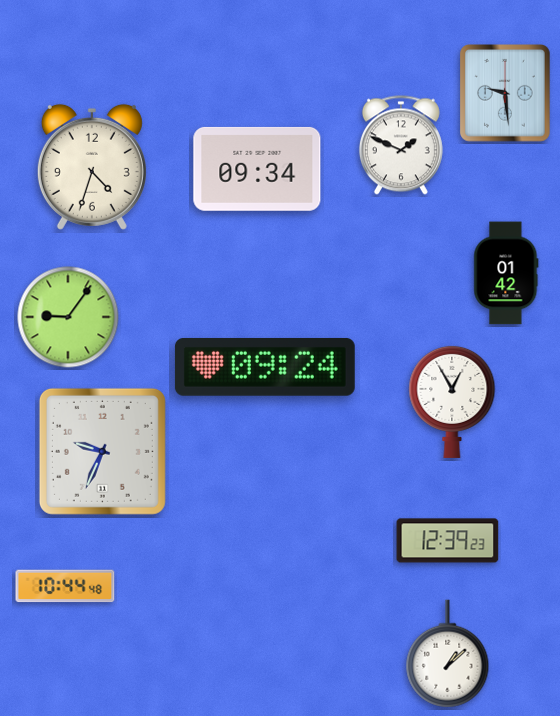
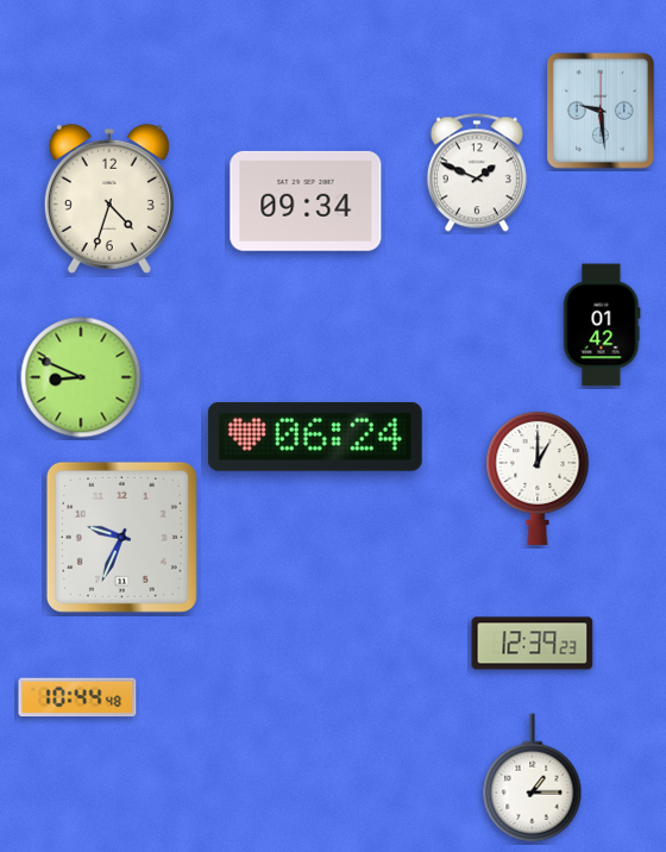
clock at (68, 317): 9:06 -> 8:49
clock at (265, 367): 09:24 -> 06:24
clock at (452, 401): 12:55 -> 1:00
clock at (448, 654): 1:08 -> 1:15
